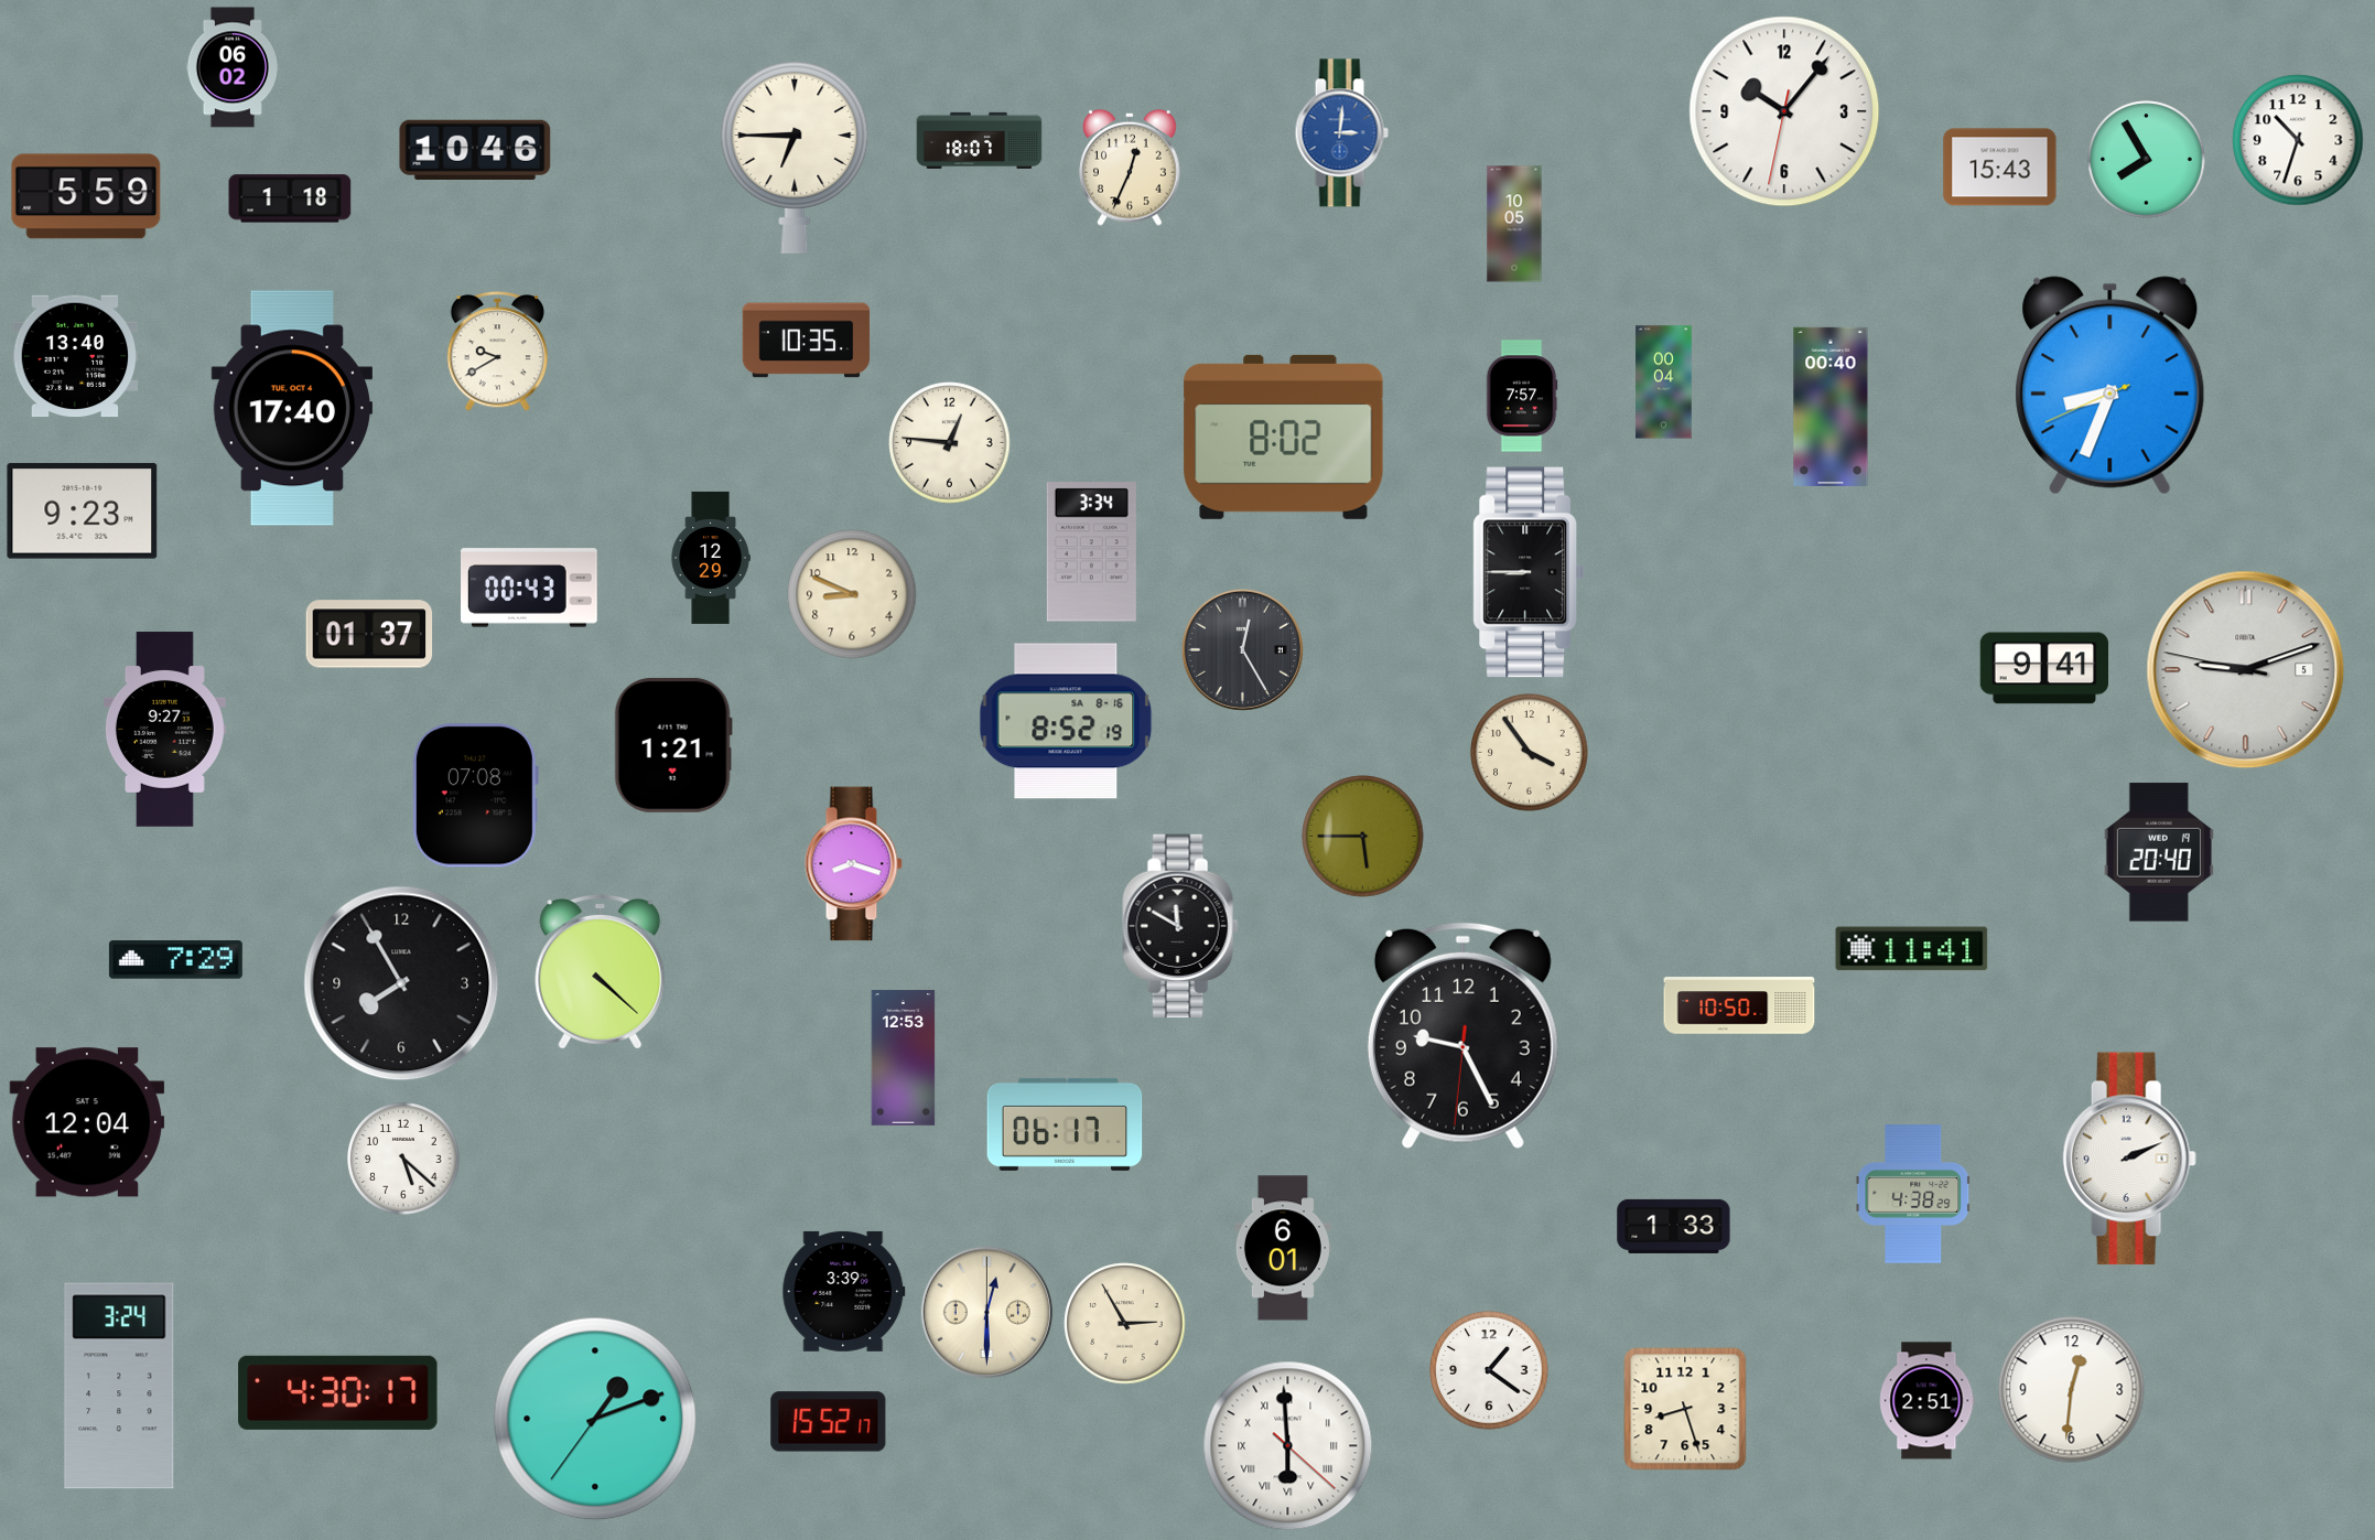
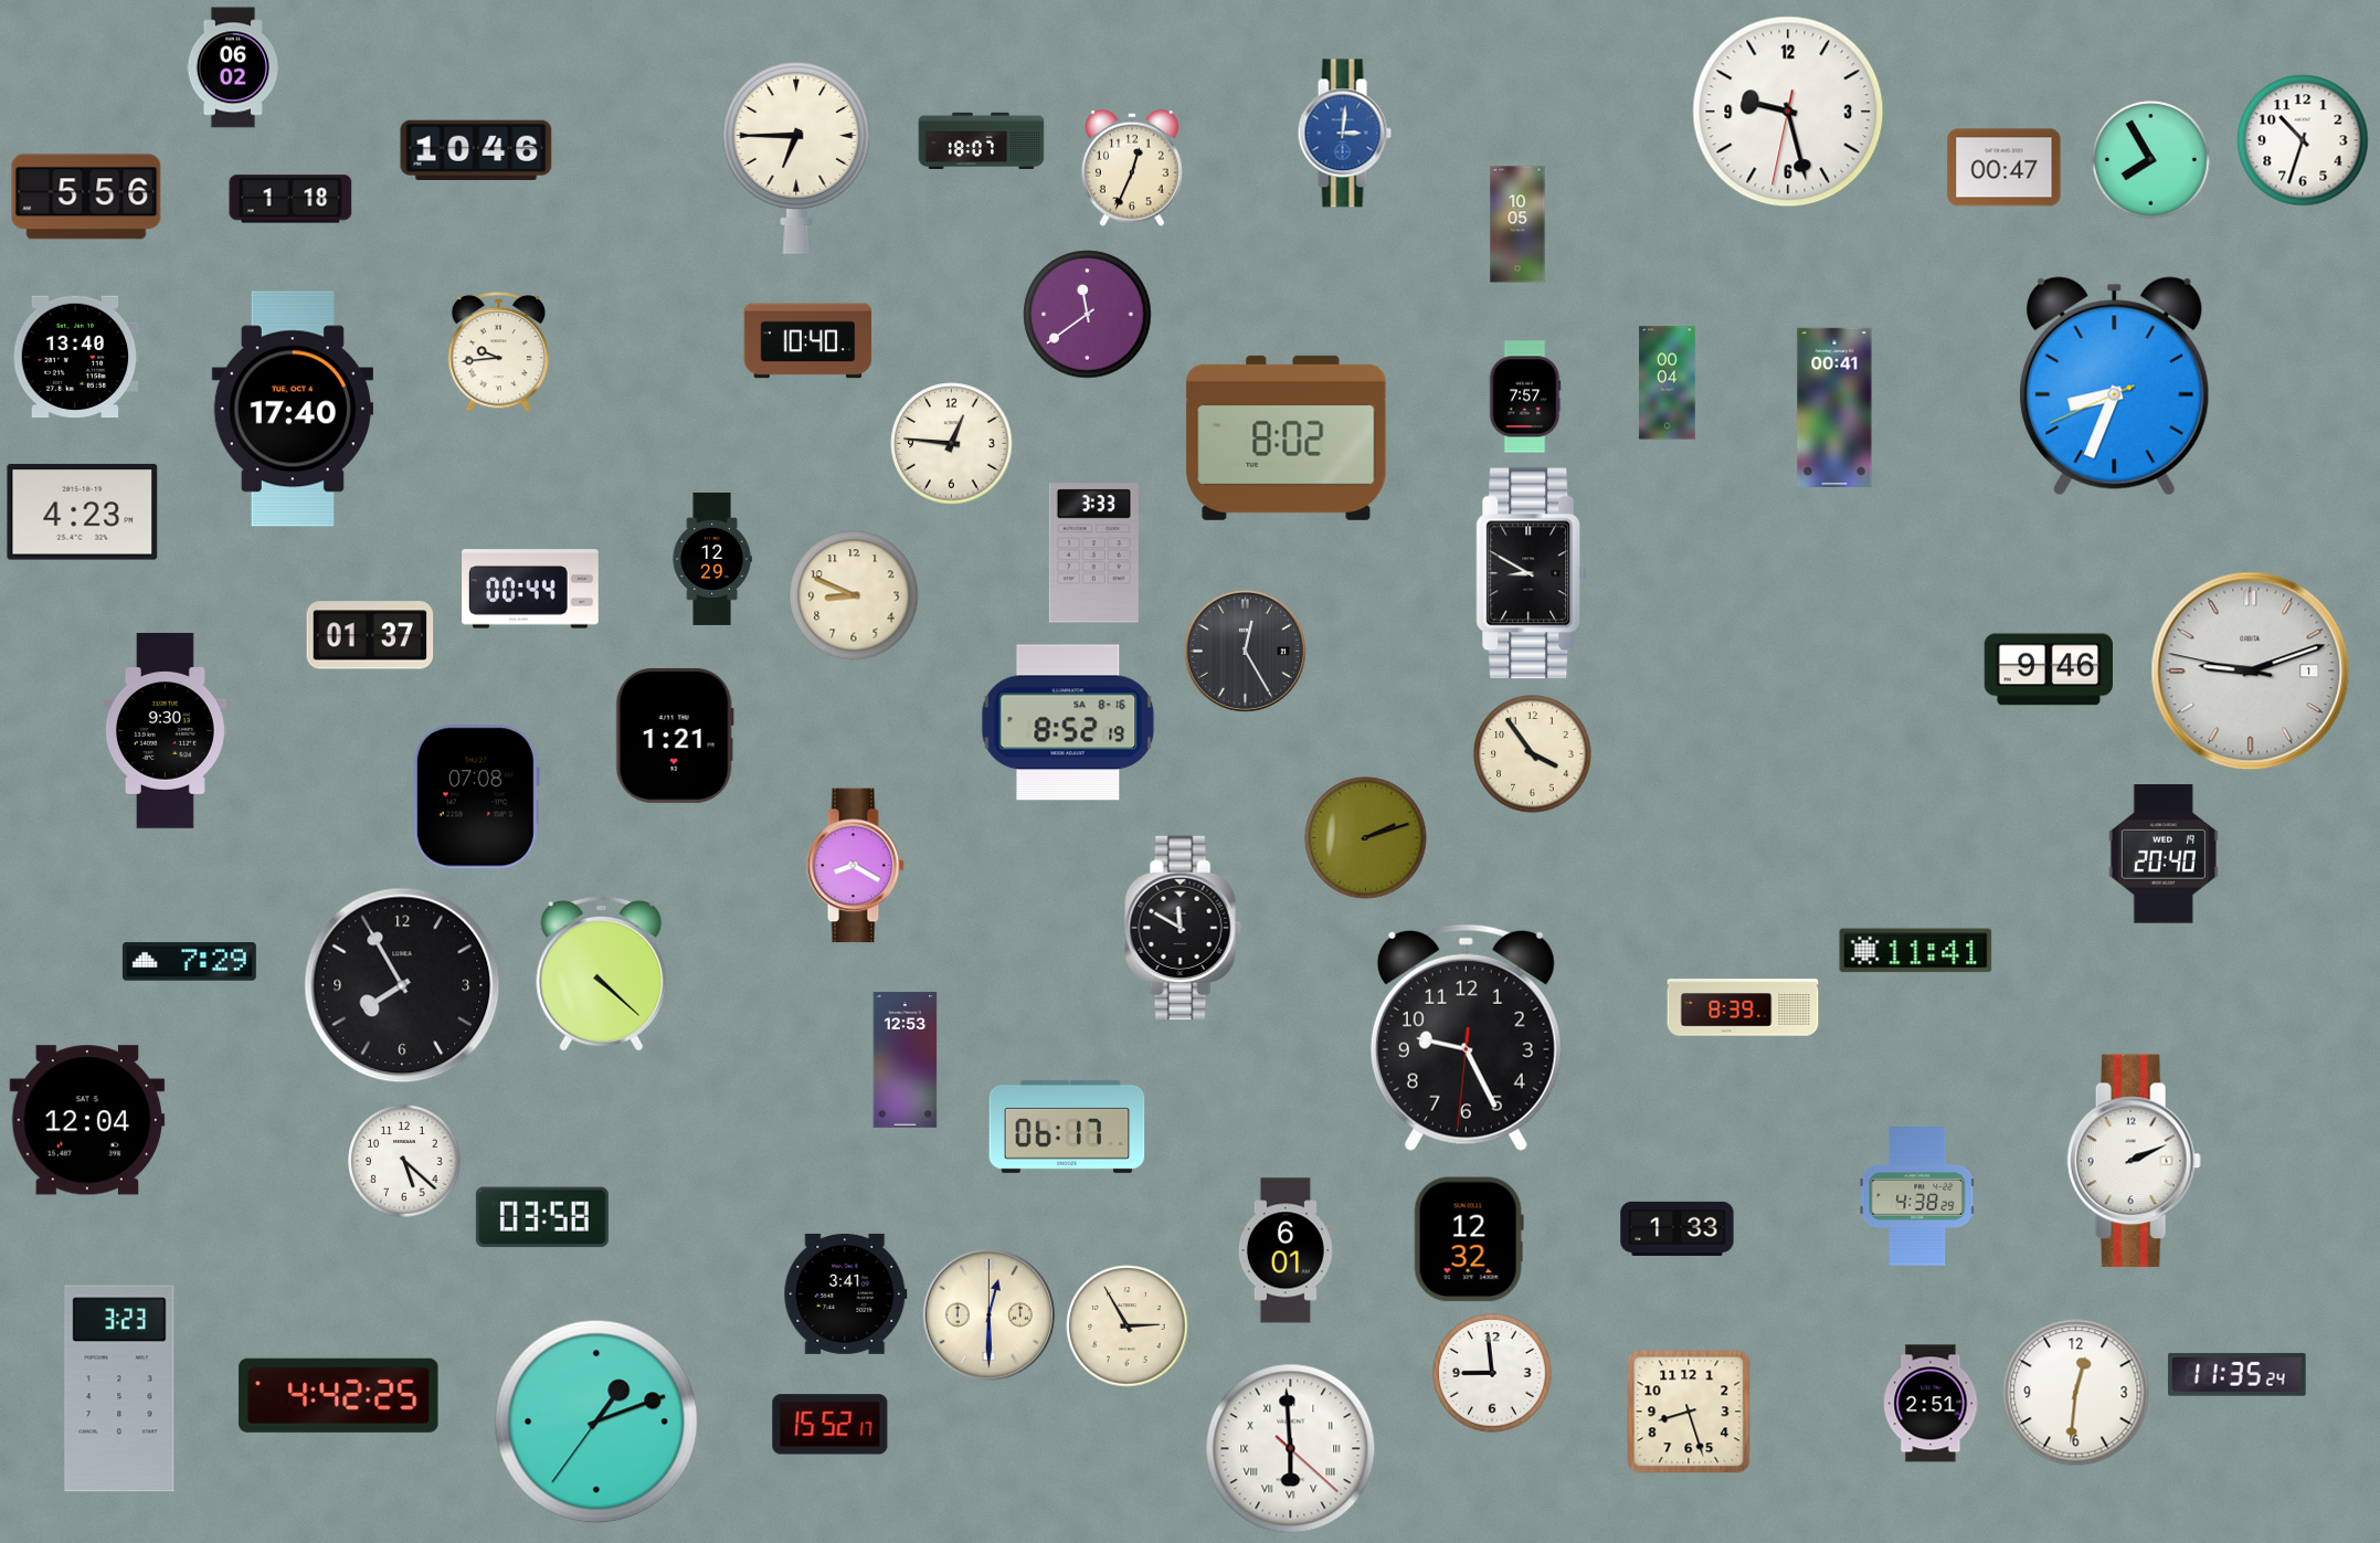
clock at (1784, 111): 10:06 -> 9:27
clock at (2000, 168): 15:43 -> 00:47
clock at (86, 196): 5:59 -> 5:56
clock at (1088, 315): none -> 11:39
clock at (807, 341): 10:35 -> 10:40
clock at (497, 352): 9:40 -> 9:44
clock at (1831, 407): 00:40 -> 00:41
clock at (83, 511): 9:23 -> 4:23
clock at (1091, 552): 3:34 -> 3:33
clock at (1529, 572): 8:45 -> 8:50
clock at (529, 588): 00:43 -> 00:44
clock at (2043, 668): 9:41 -> 9:46
clock at (2246, 670) date: 5 -> 1
clock at (164, 730): 9:27 -> 9:30
clock at (673, 745) position: (673, 745) -> (675, 736)
clock at (1363, 837): 5:45 -> 2:12
clock at (853, 864): 8:18 -> 8:20
clock at (175, 960) position: (175, 960) -> (189, 962)
clock at (1739, 1005): 10:50 -> 8:39
clock at (87, 1122) position: (87, 1122) -> (87, 1120)
clock at (542, 1217): none -> 03:58
clock at (1469, 1239): none -> 12:32
clock at (844, 1291): 3:39 -> 3:41
clock at (1489, 1370): 1:21 -> 8:59
clock at (2238, 1375): none -> 11:35
clock at (119, 1386): 3:24 -> 3:23
clock at (338, 1392): 4:30 -> 4:42
